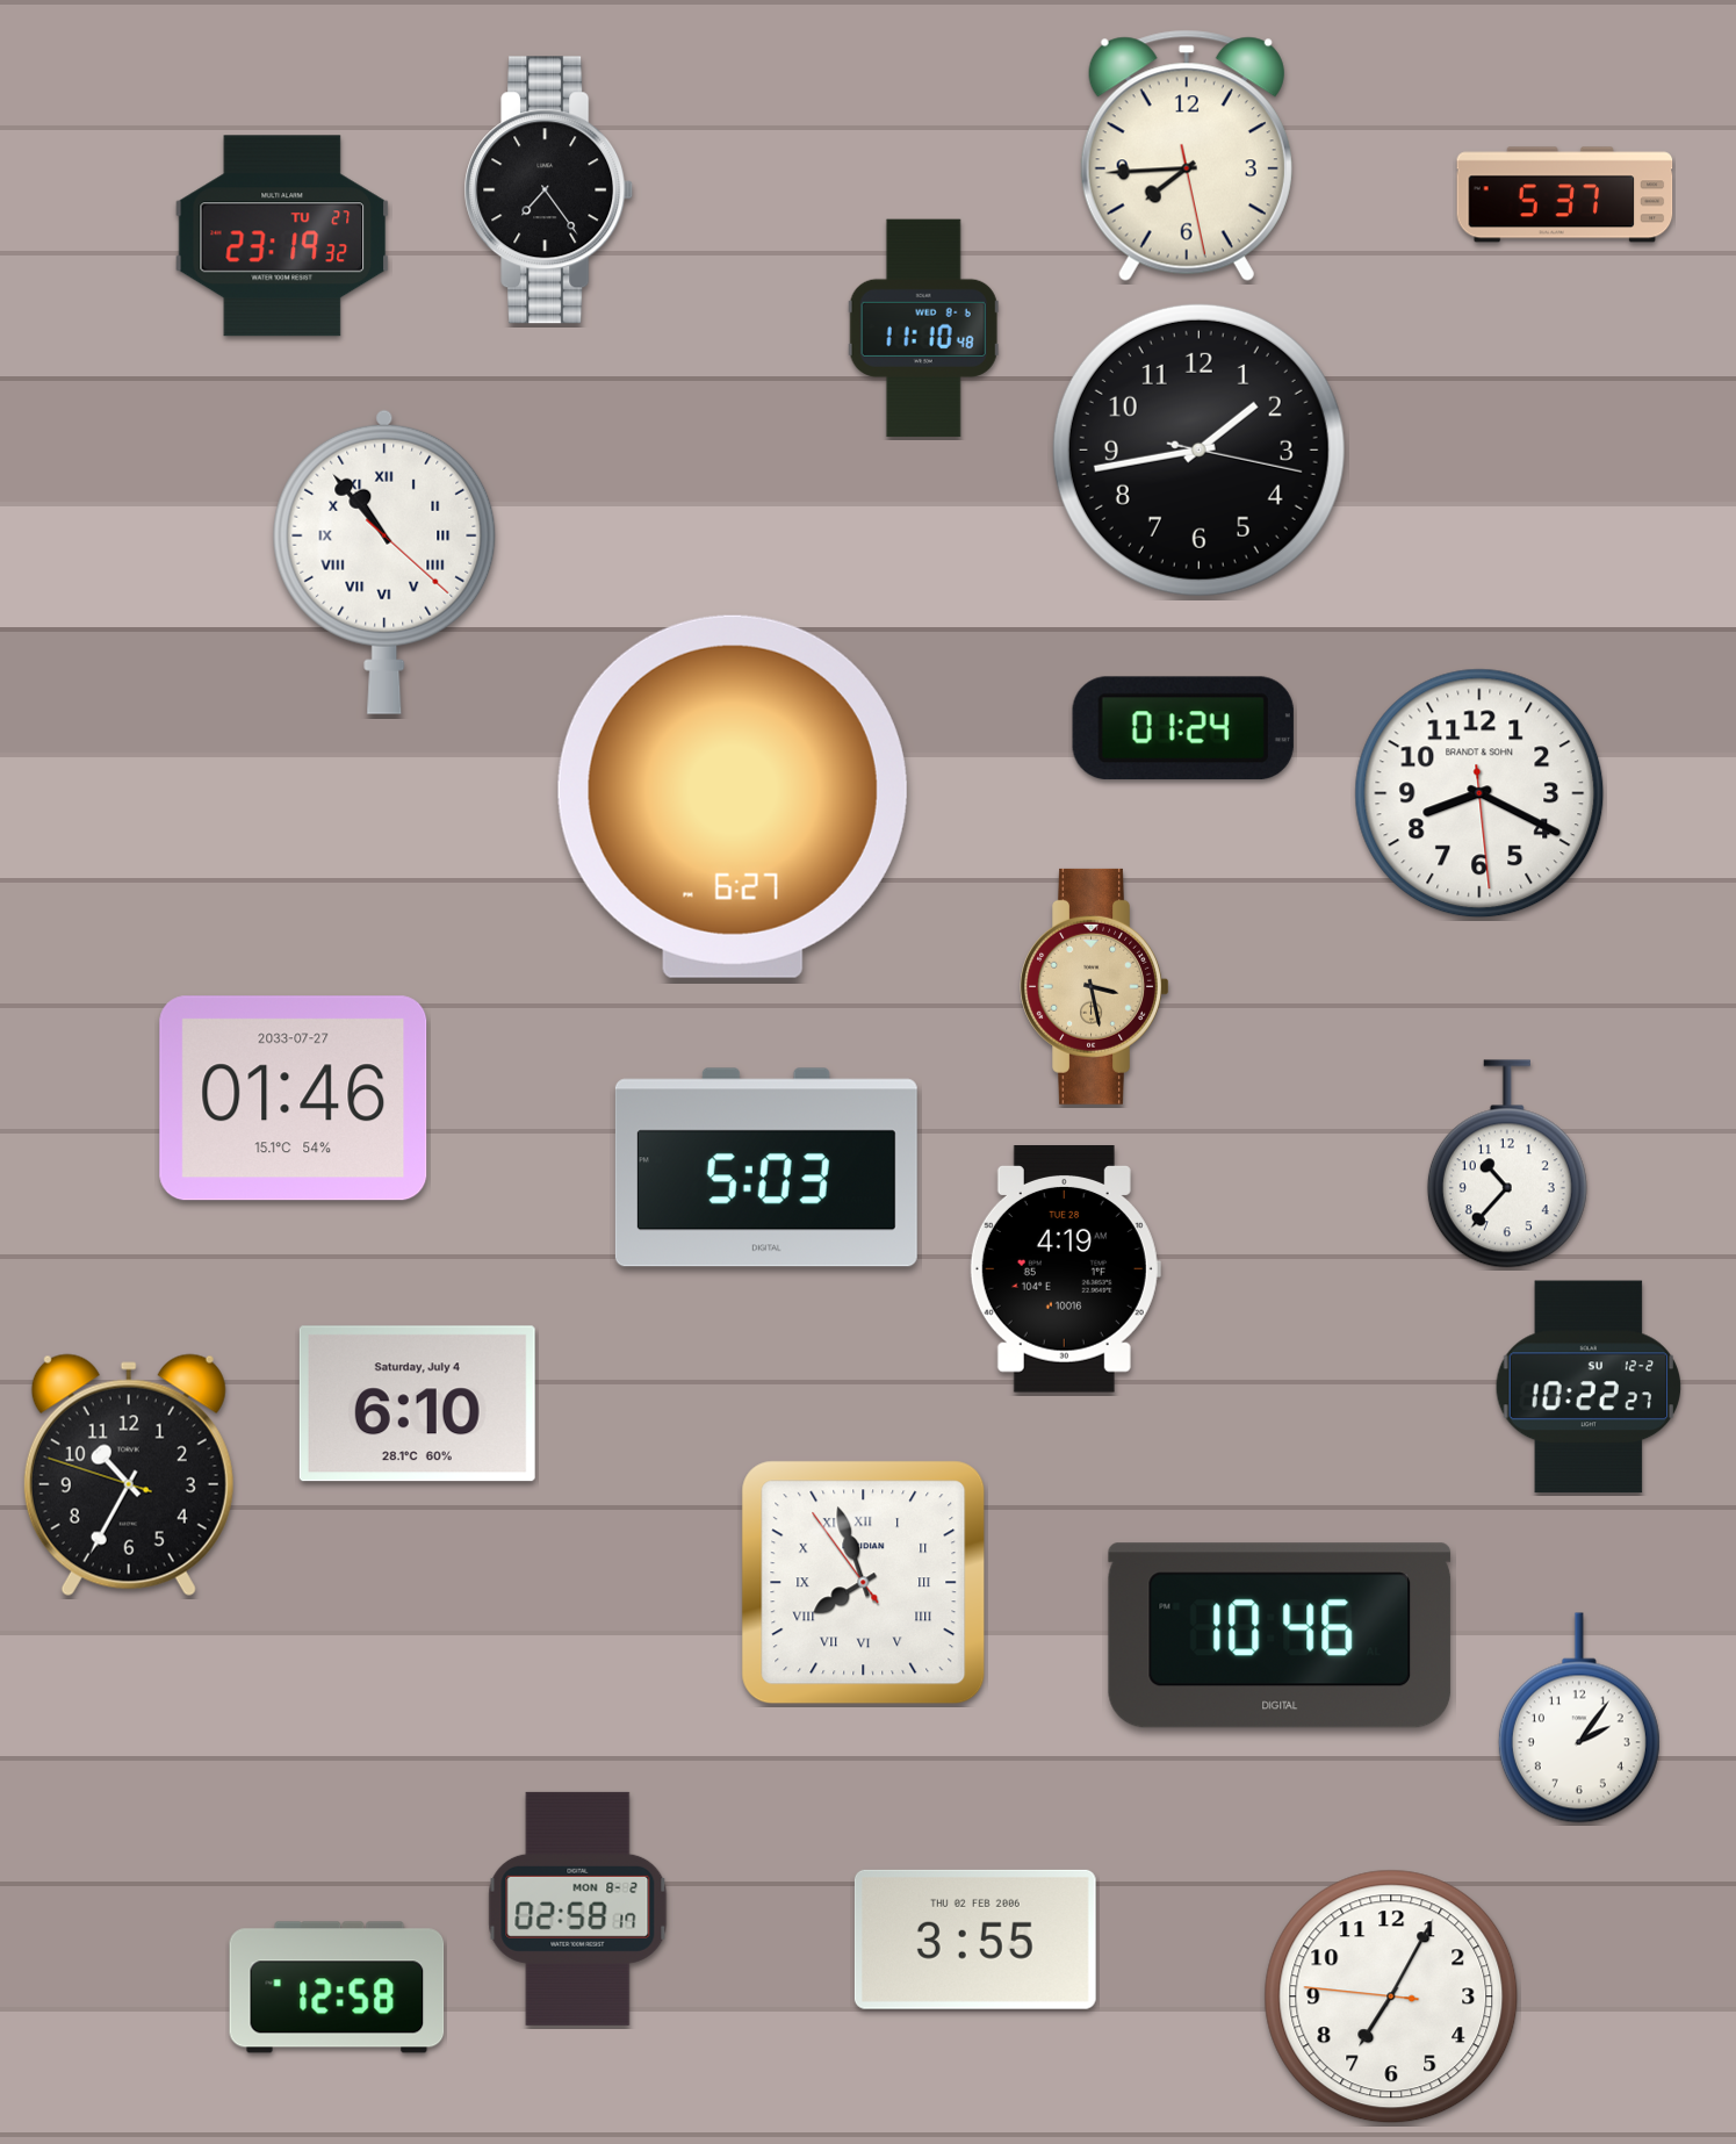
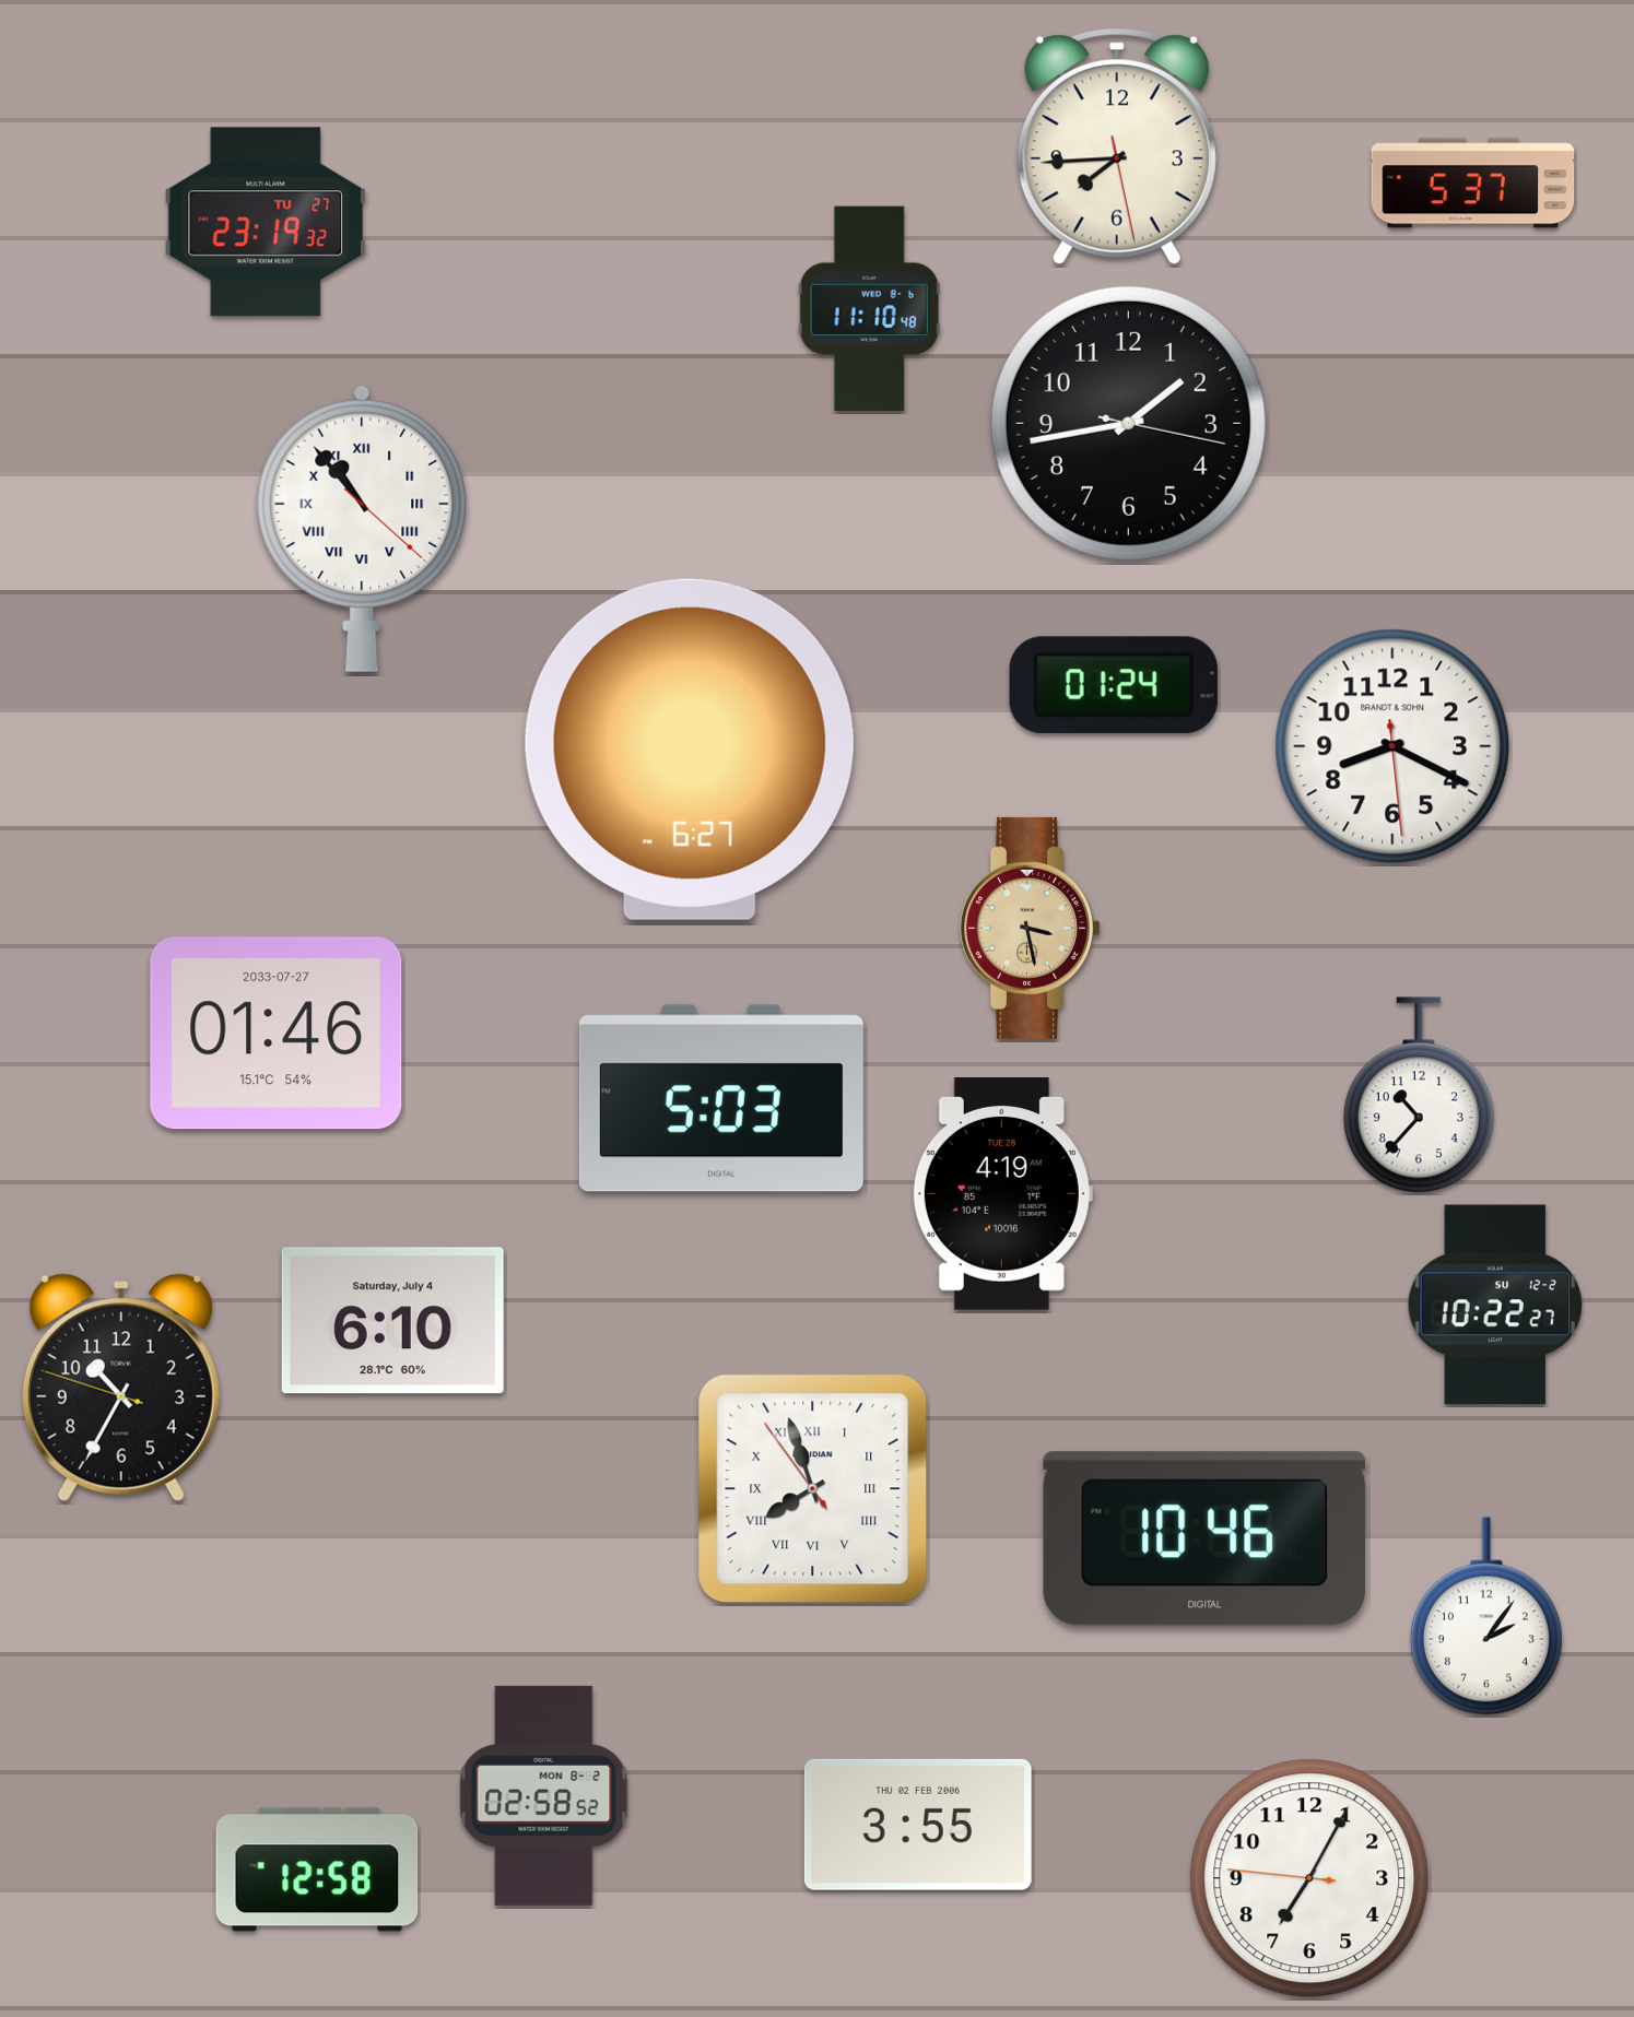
clock at (549, 190): 7:24 -> none
clock at (578, 1908): 02:58:17 -> 02:58:52
